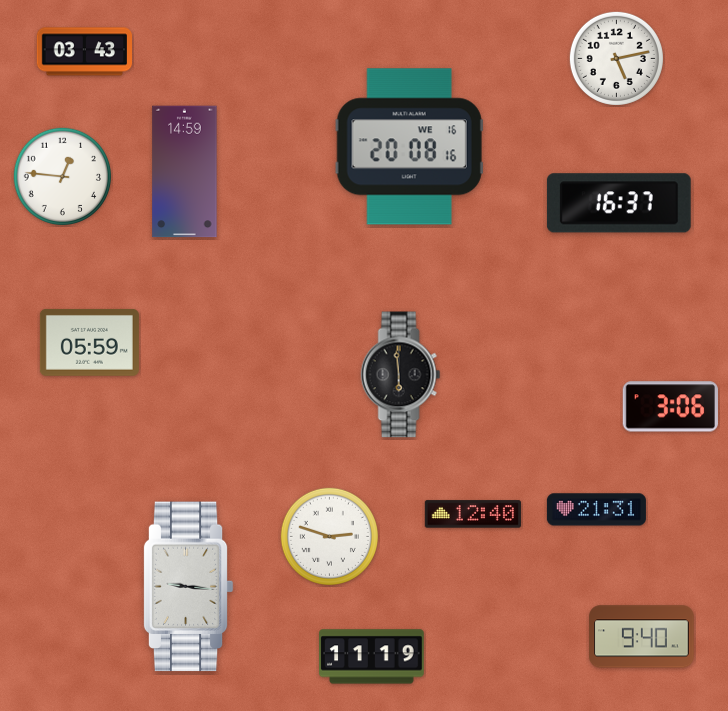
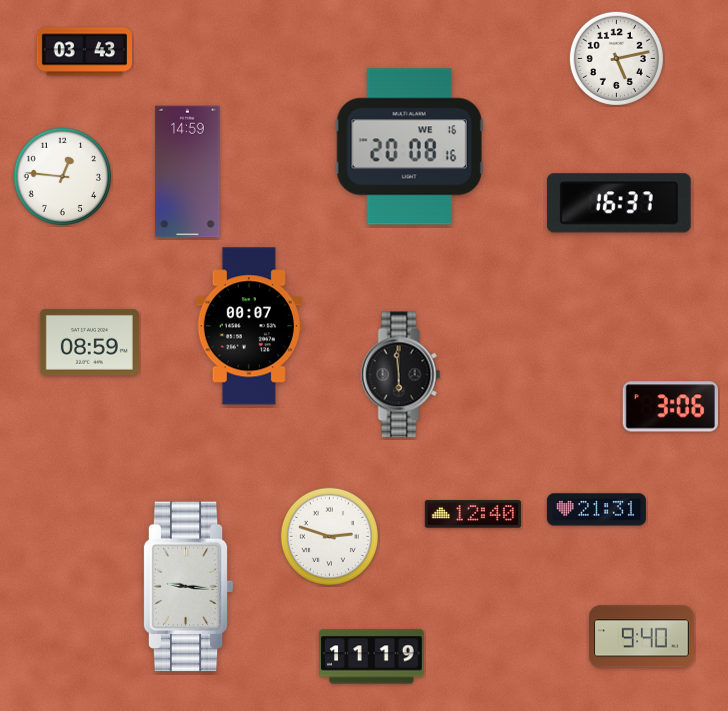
clock at (185, 172) position: (185, 172) -> (188, 172)
clock at (249, 326): none -> 00:07
clock at (89, 342): 05:59 -> 08:59
